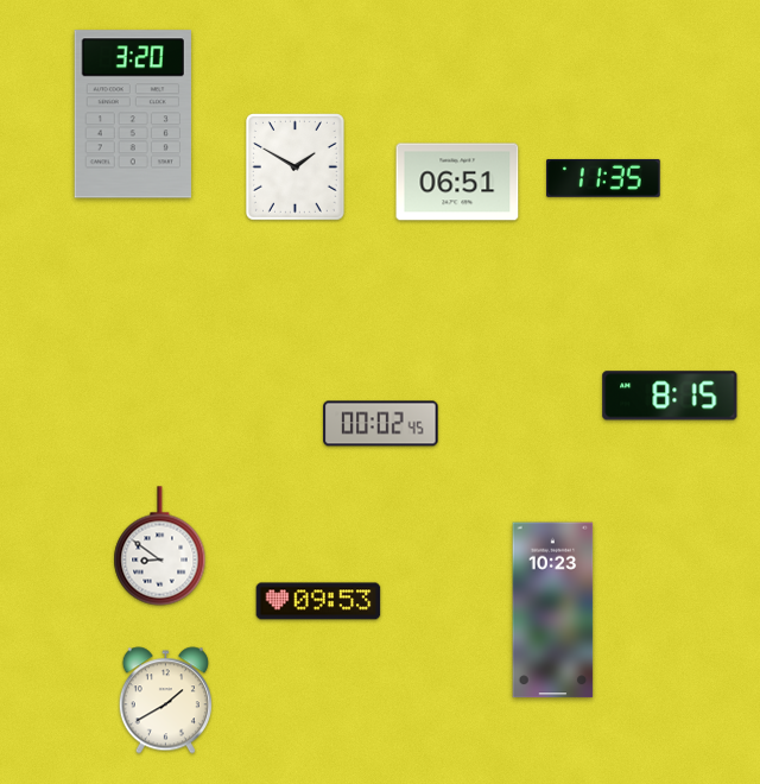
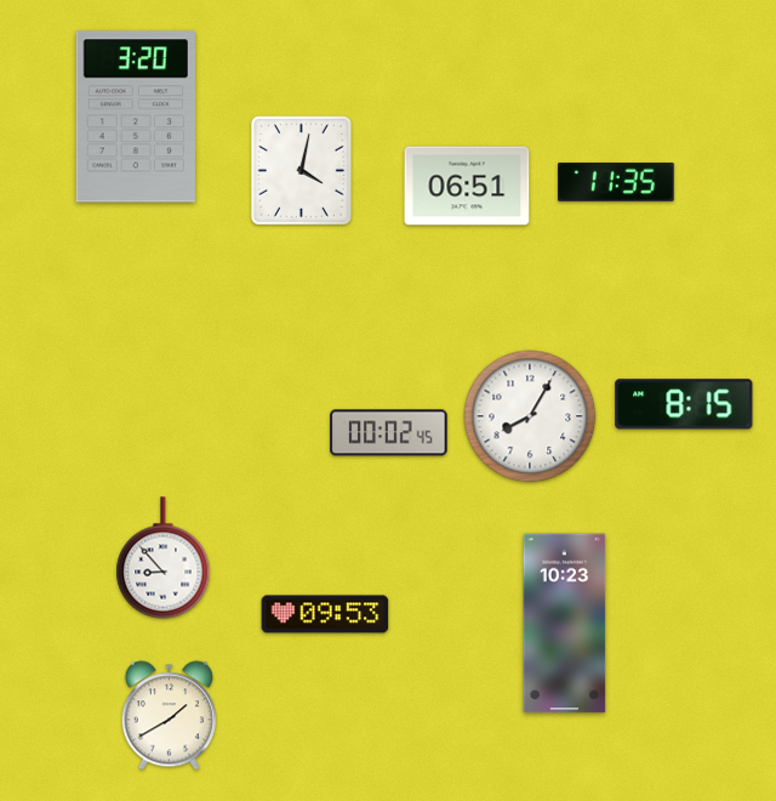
clock at (296, 167): 1:50 -> 4:02
clock at (530, 416): none -> 8:05
clock at (160, 546): 8:51 -> 8:53
